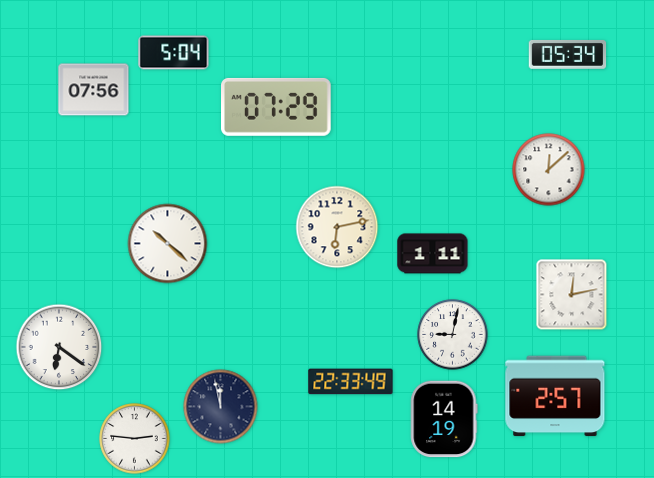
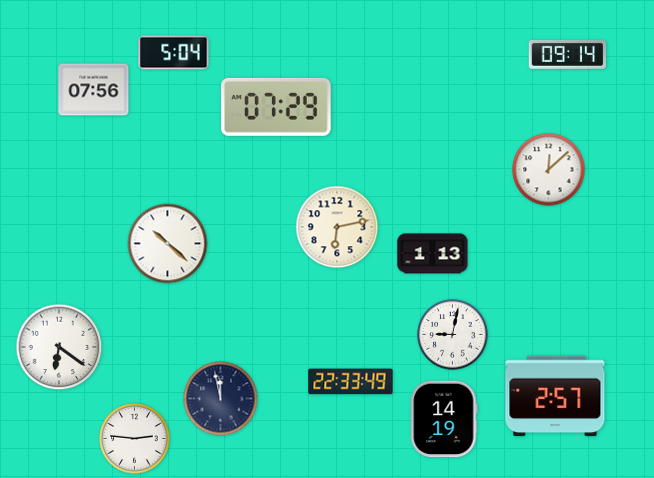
clock at (568, 54): 05:34 -> 09:14
clock at (433, 254): 1:11 -> 1:13
clock at (572, 295): 12:13 -> none
clock at (221, 407) position: (221, 407) -> (221, 399)
